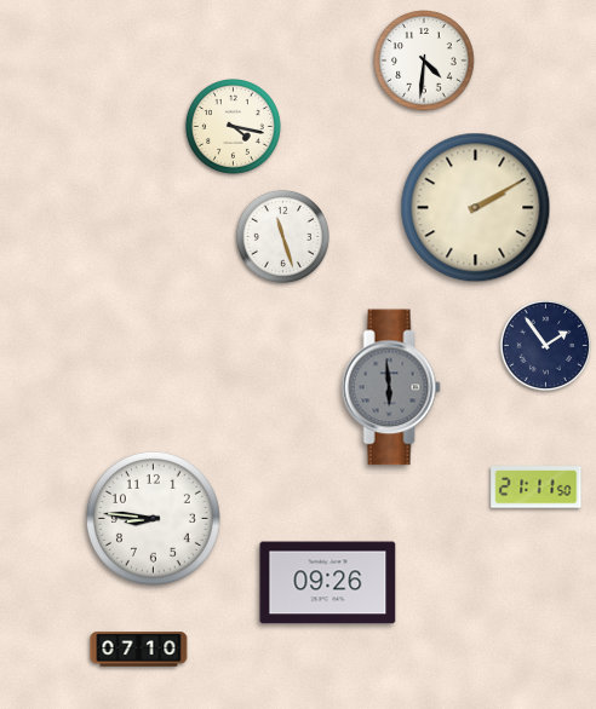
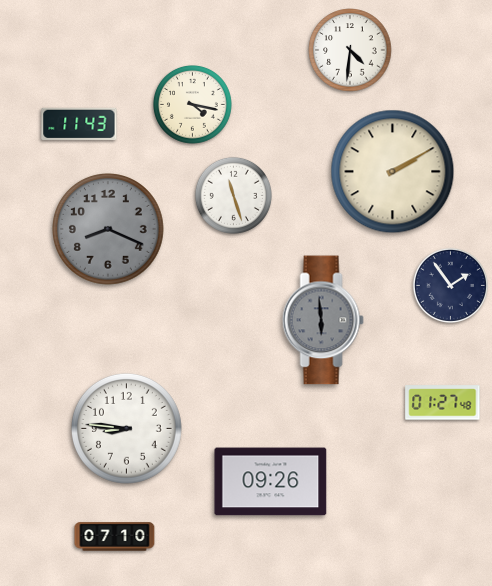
clock at (79, 124): none -> 11:43
clock at (109, 230): none -> 8:19
clock at (537, 488): 21:11 -> 01:27
